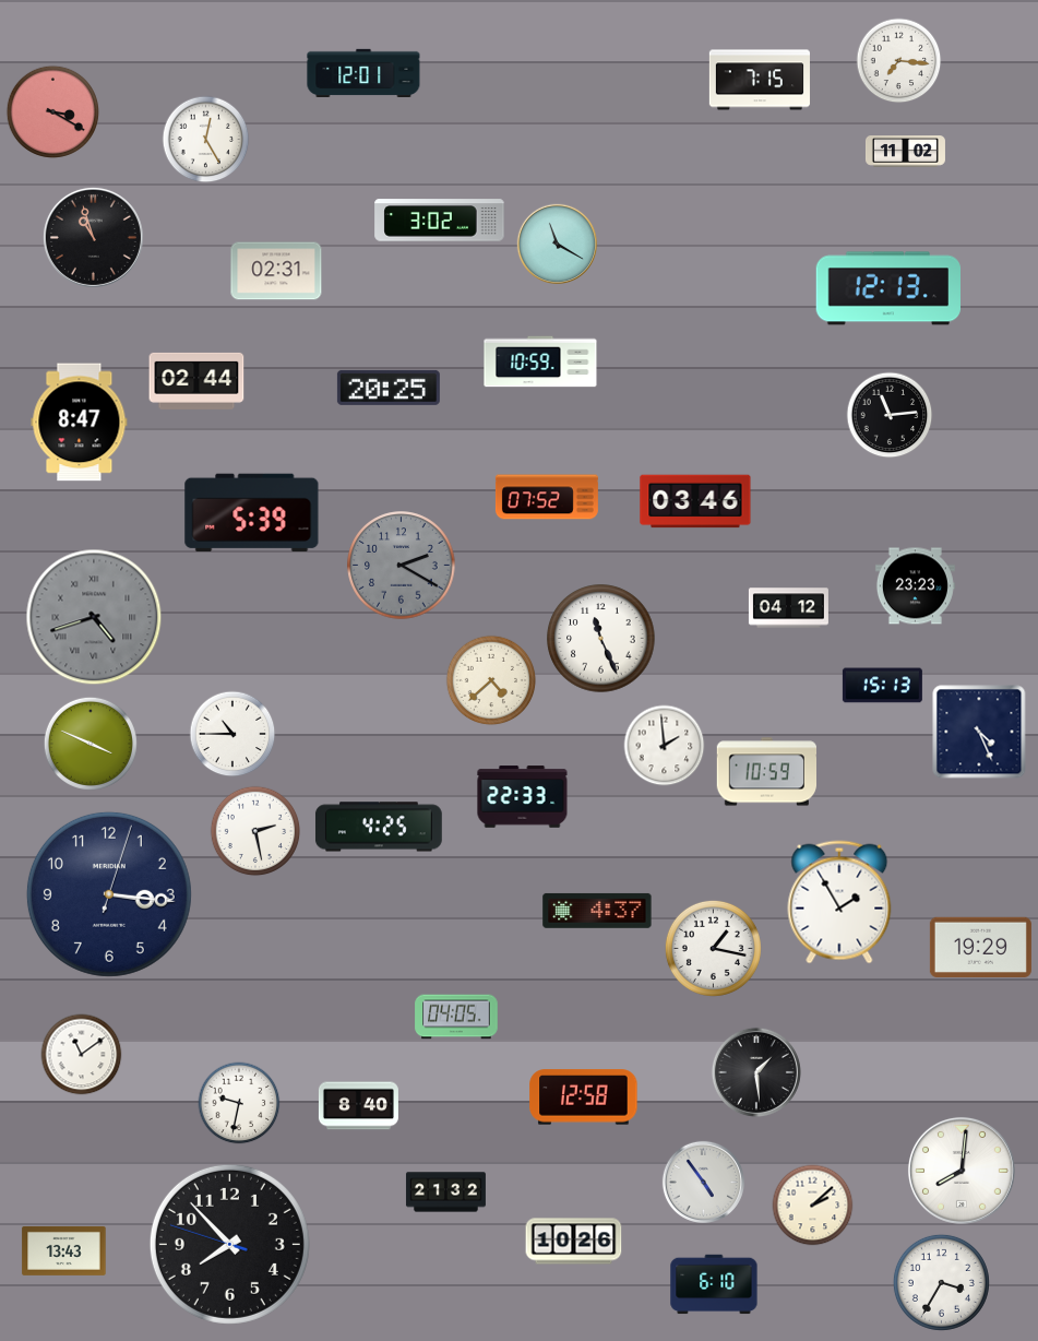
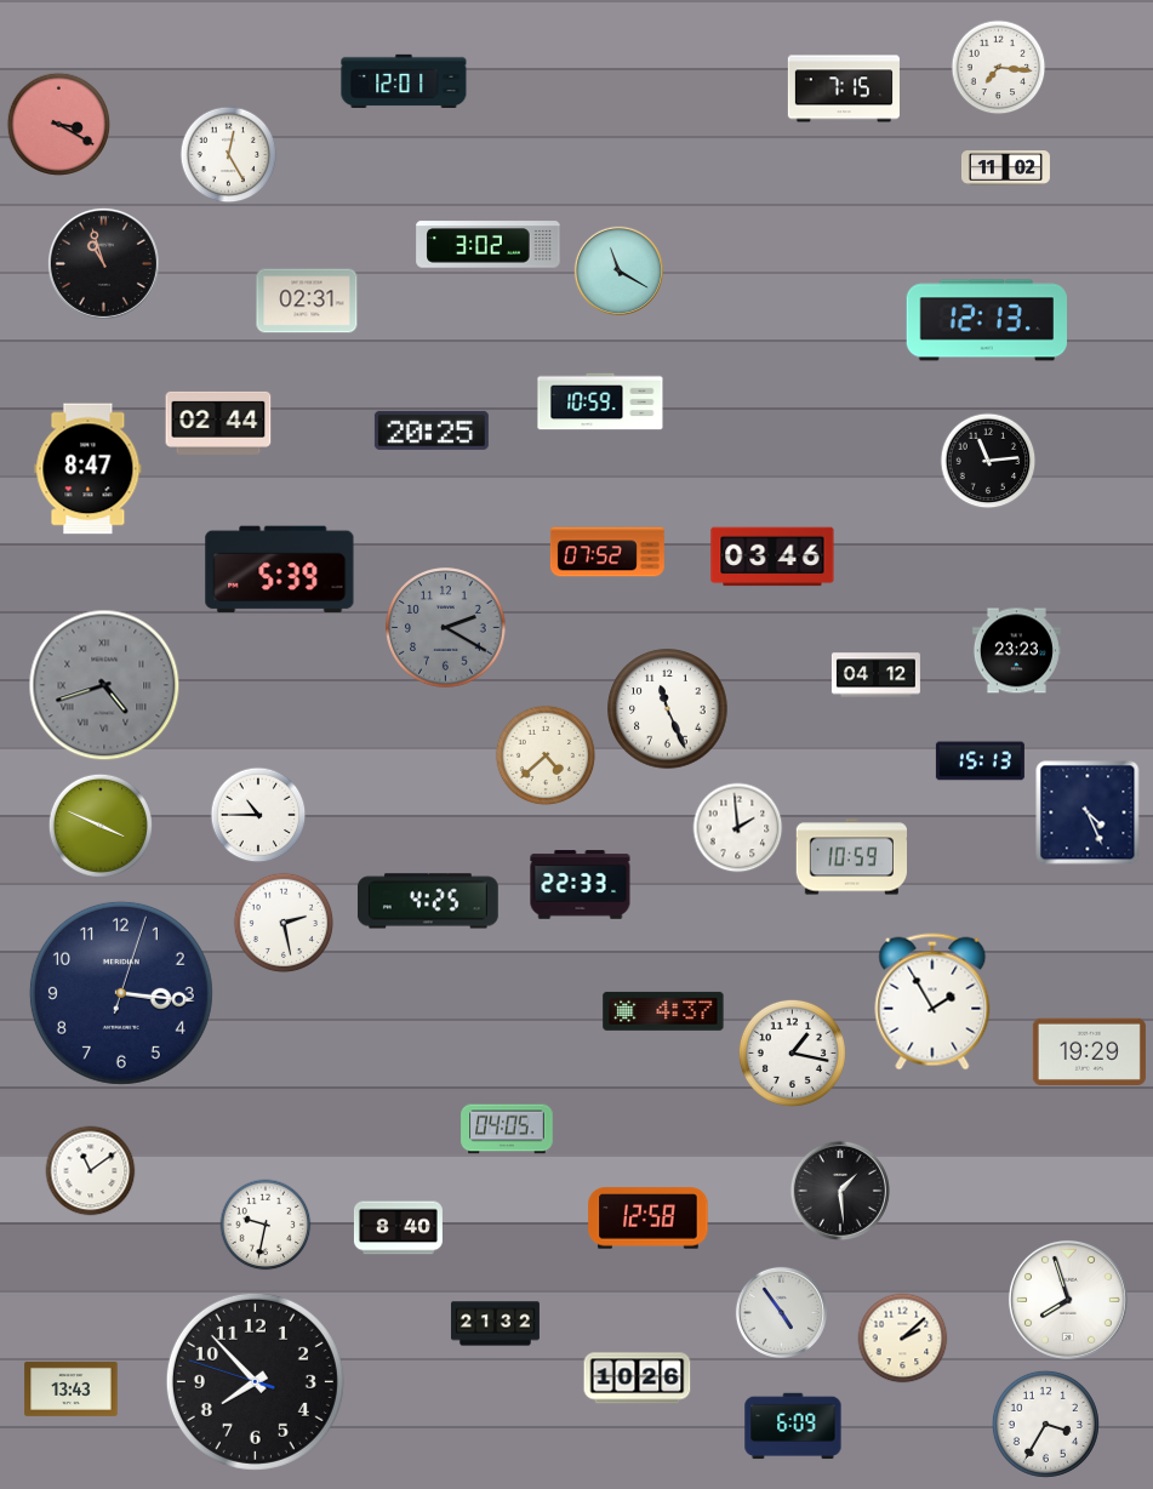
clock at (379, 827) position: (379, 827) -> (428, 901)
clock at (962, 1171): 8:01 -> 7:57
clock at (714, 1284): 6:10 -> 6:09
